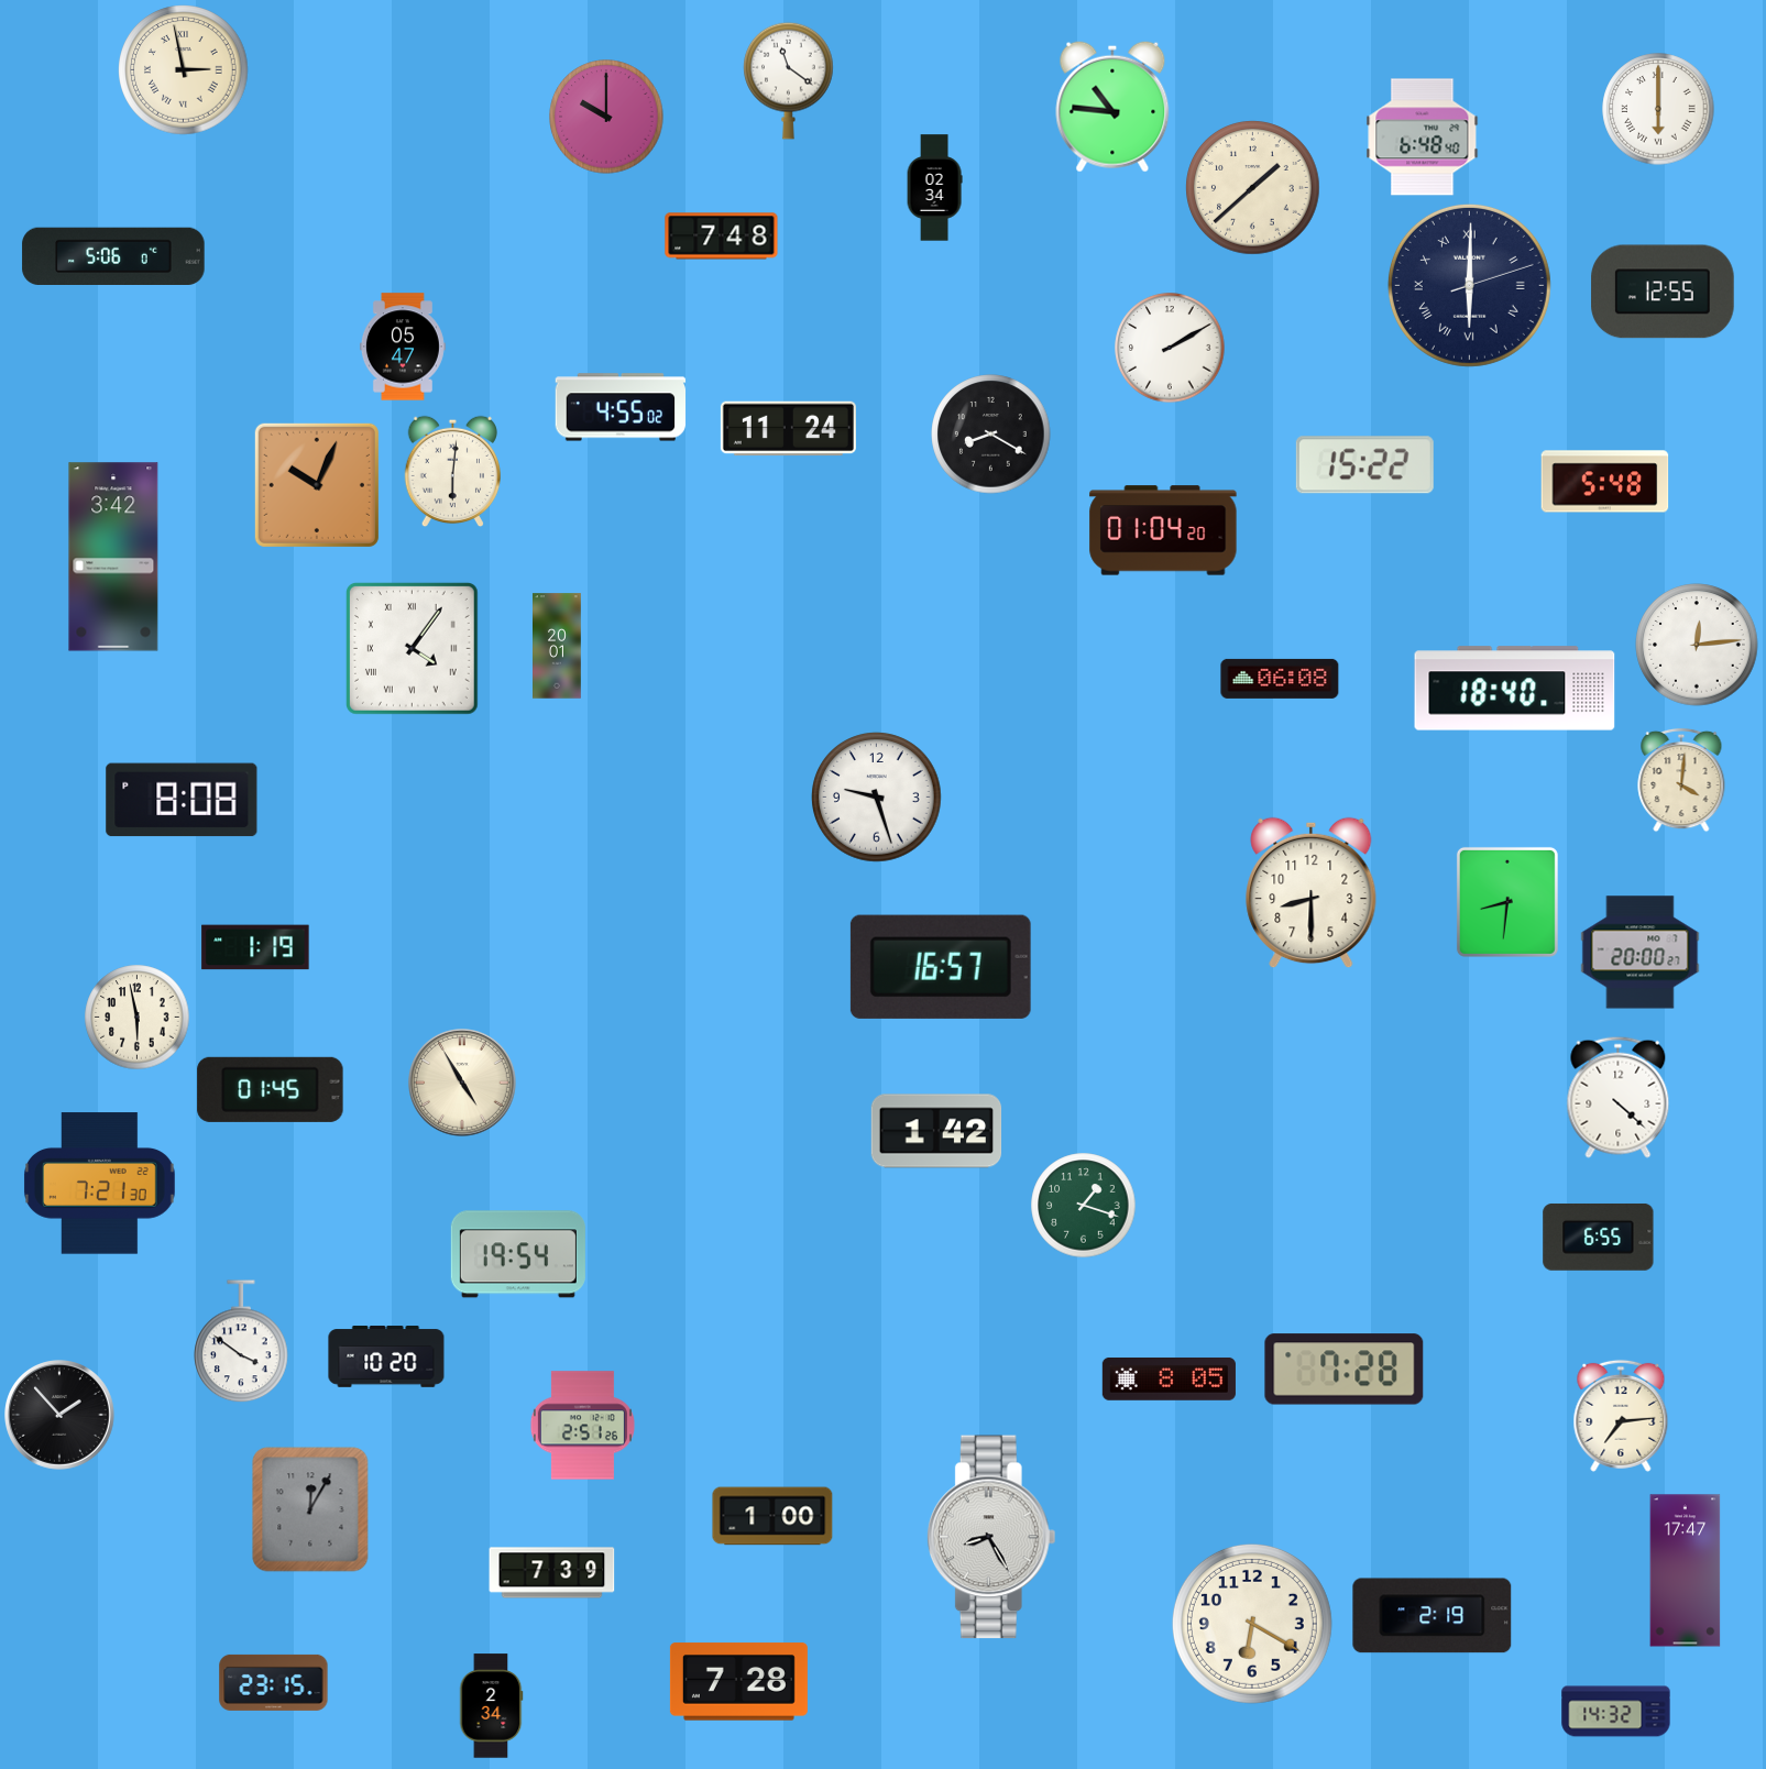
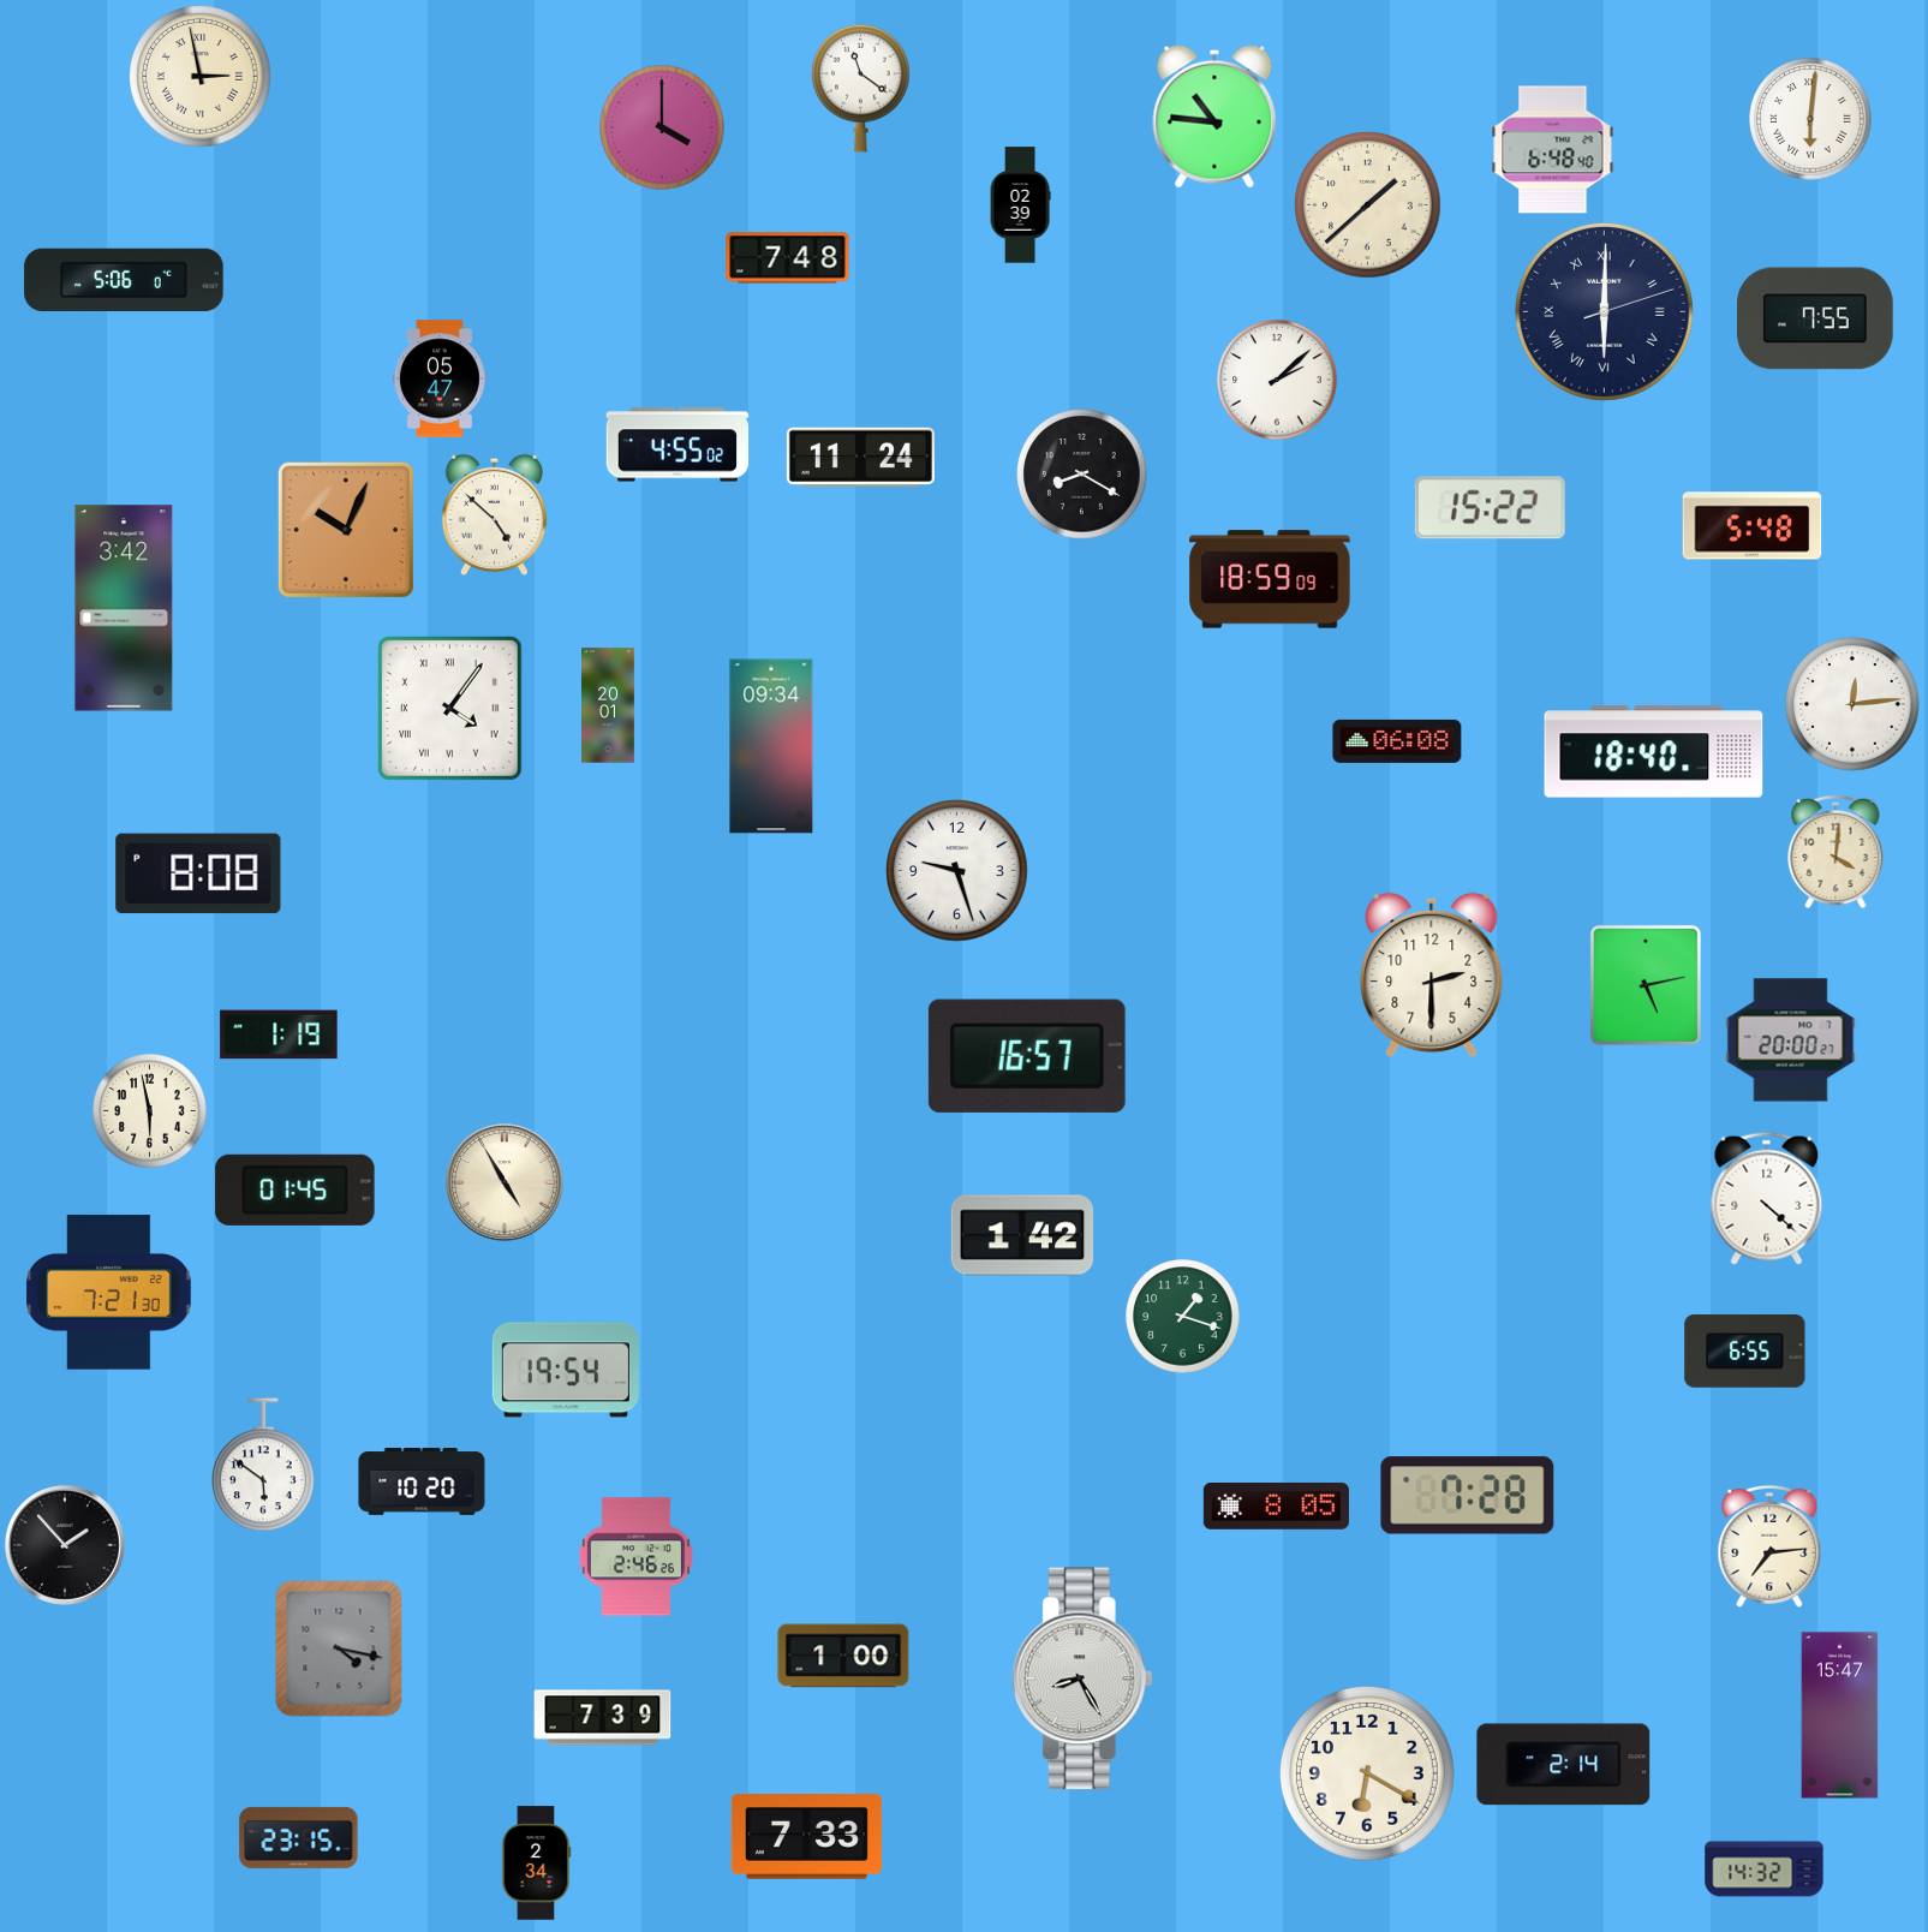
clock at (1658, 109): 6:00 -> 6:01
clock at (606, 117): 10:00 -> 4:00
clock at (934, 188): 02:34 -> 02:39
clock at (1663, 292): 12:55 -> 7:55
clock at (1170, 348): 2:10 -> 2:08
clock at (788, 429) position: (788, 429) -> (860, 458)
clock at (452, 472): 6:01 -> 4:52
clock at (1163, 530): 01:04 -> 18:59
clock at (771, 746): none -> 09:34
clock at (1312, 893): 8:30 -> 2:30
clock at (1507, 902): 8:31 -> 5:13
clock at (241, 1342): 3:51 -> 5:51
clock at (582, 1426): 2:51 -> 2:46
clock at (310, 1509): 12:05 -> 4:17
clock at (1686, 1571): 17:47 -> 15:47
clock at (1433, 1616): 2:19 -> 2:14
clock at (738, 1682): 7:28 -> 7:33
